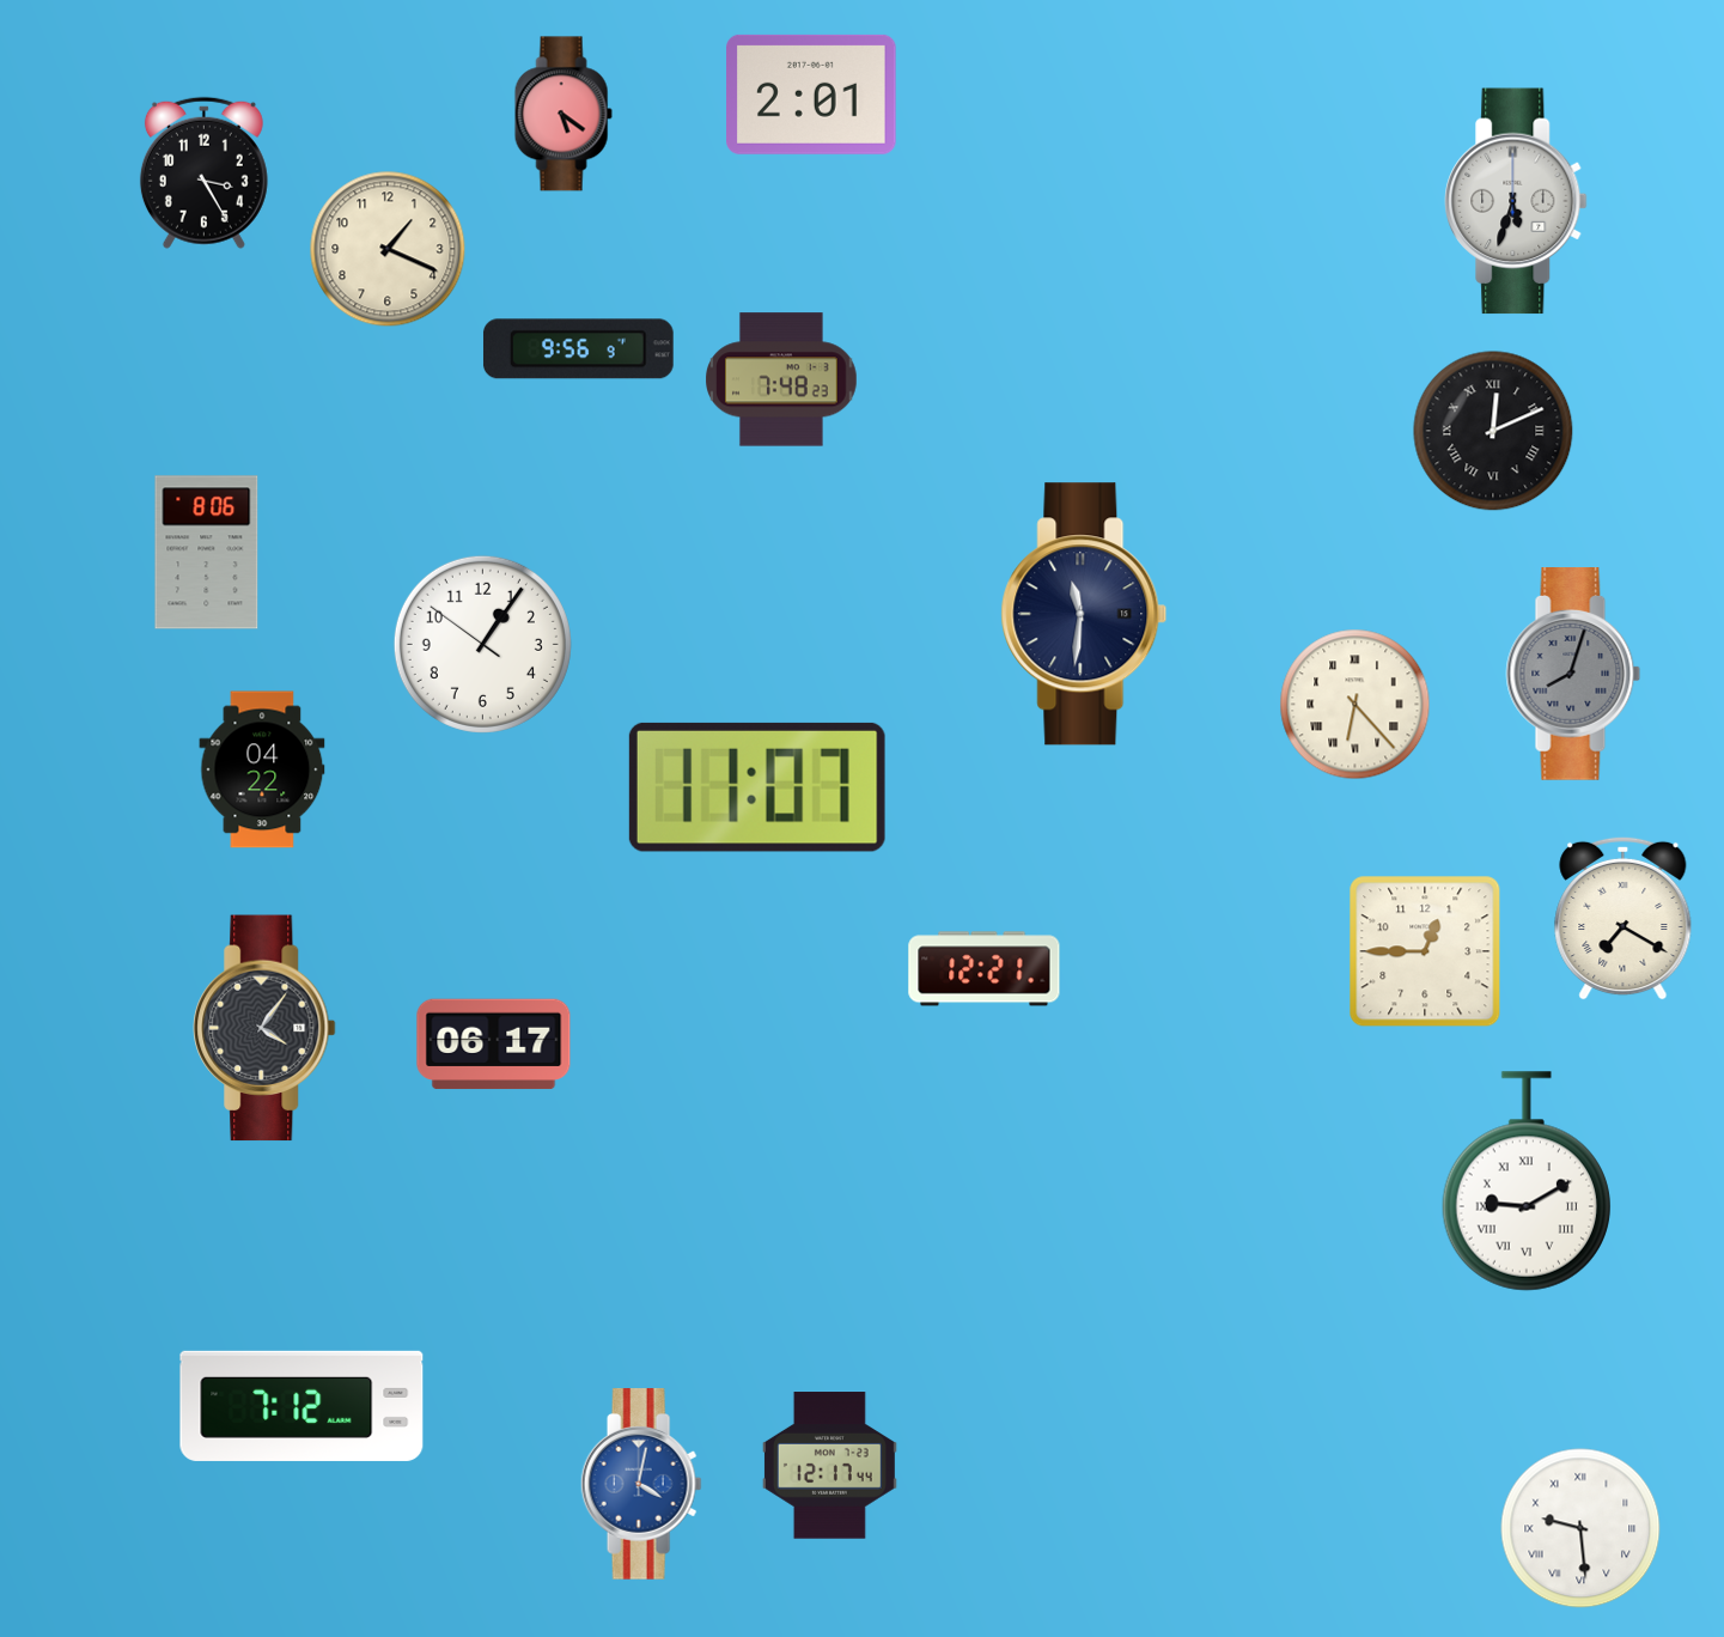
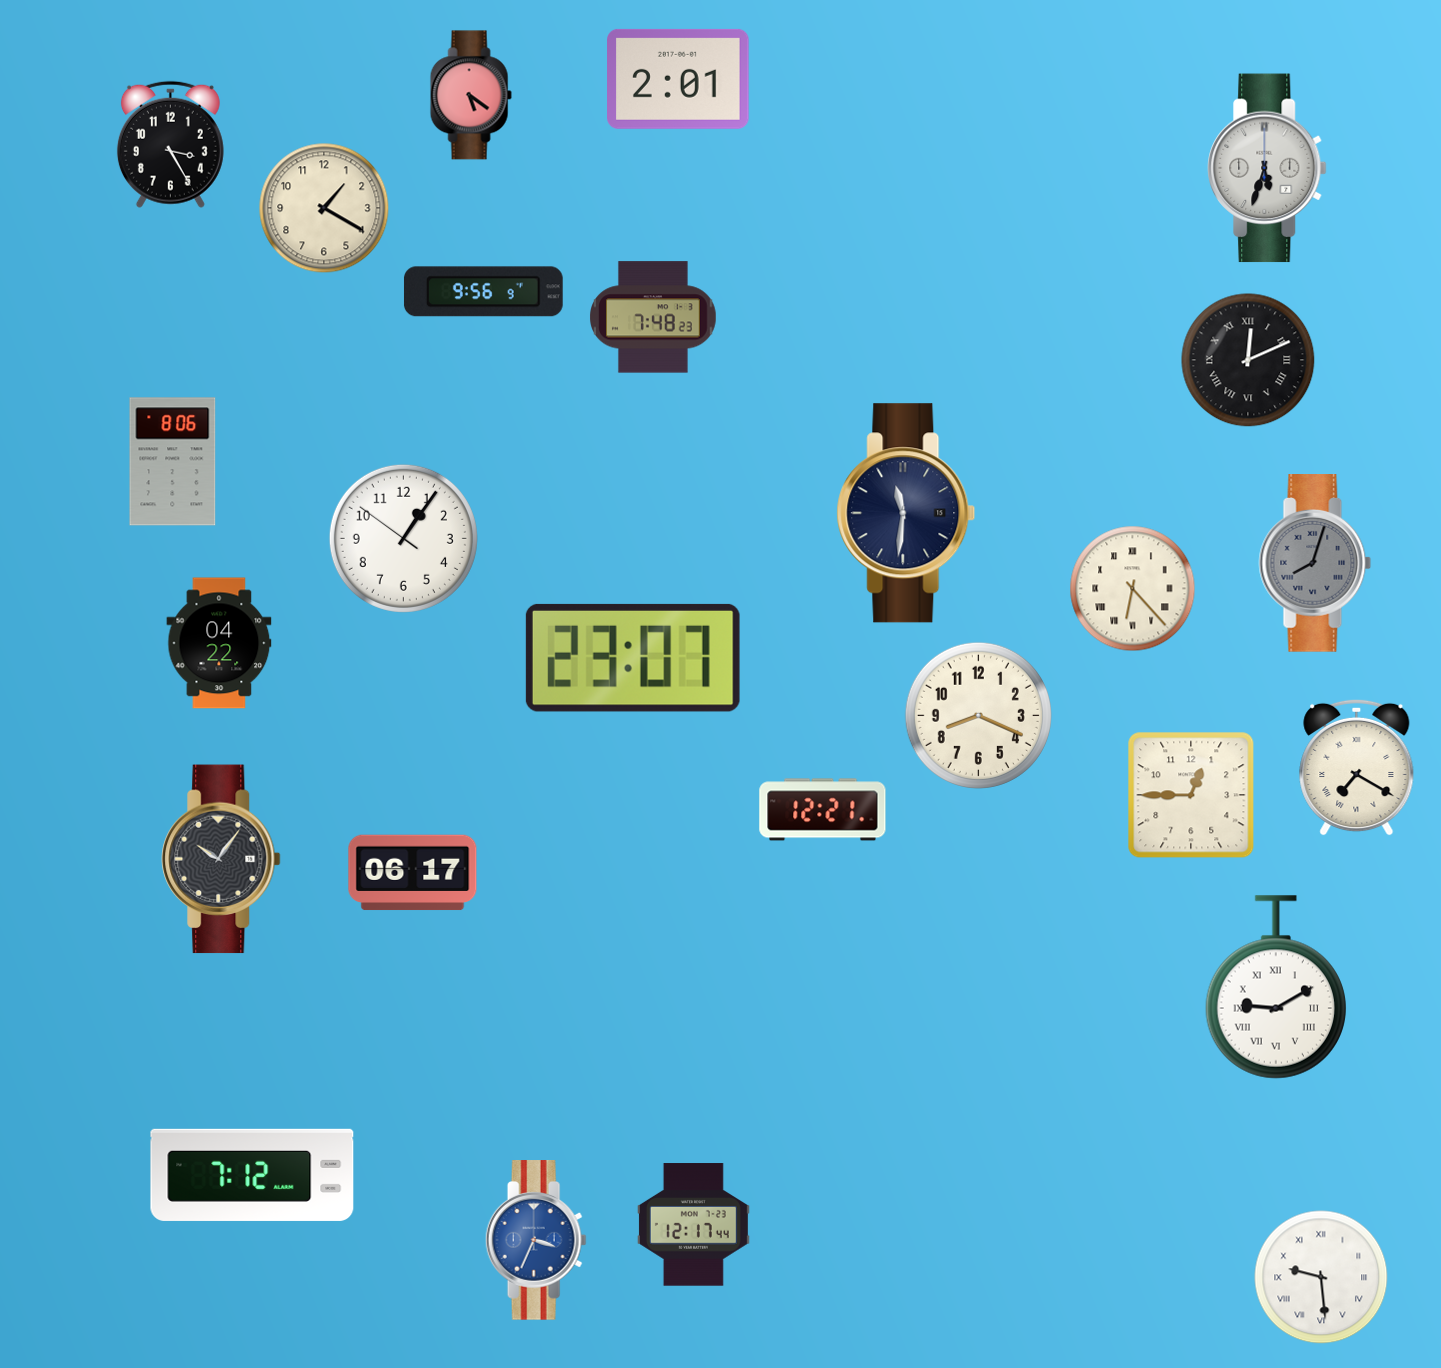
clock at (388, 249): 1:19 -> 1:20
clock at (757, 787): 11:07 -> 23:07
clock at (978, 715): none -> 8:19
clock at (264, 1028): 4:06 -> 10:06
clock at (641, 1484): 4:02 -> 3:34
